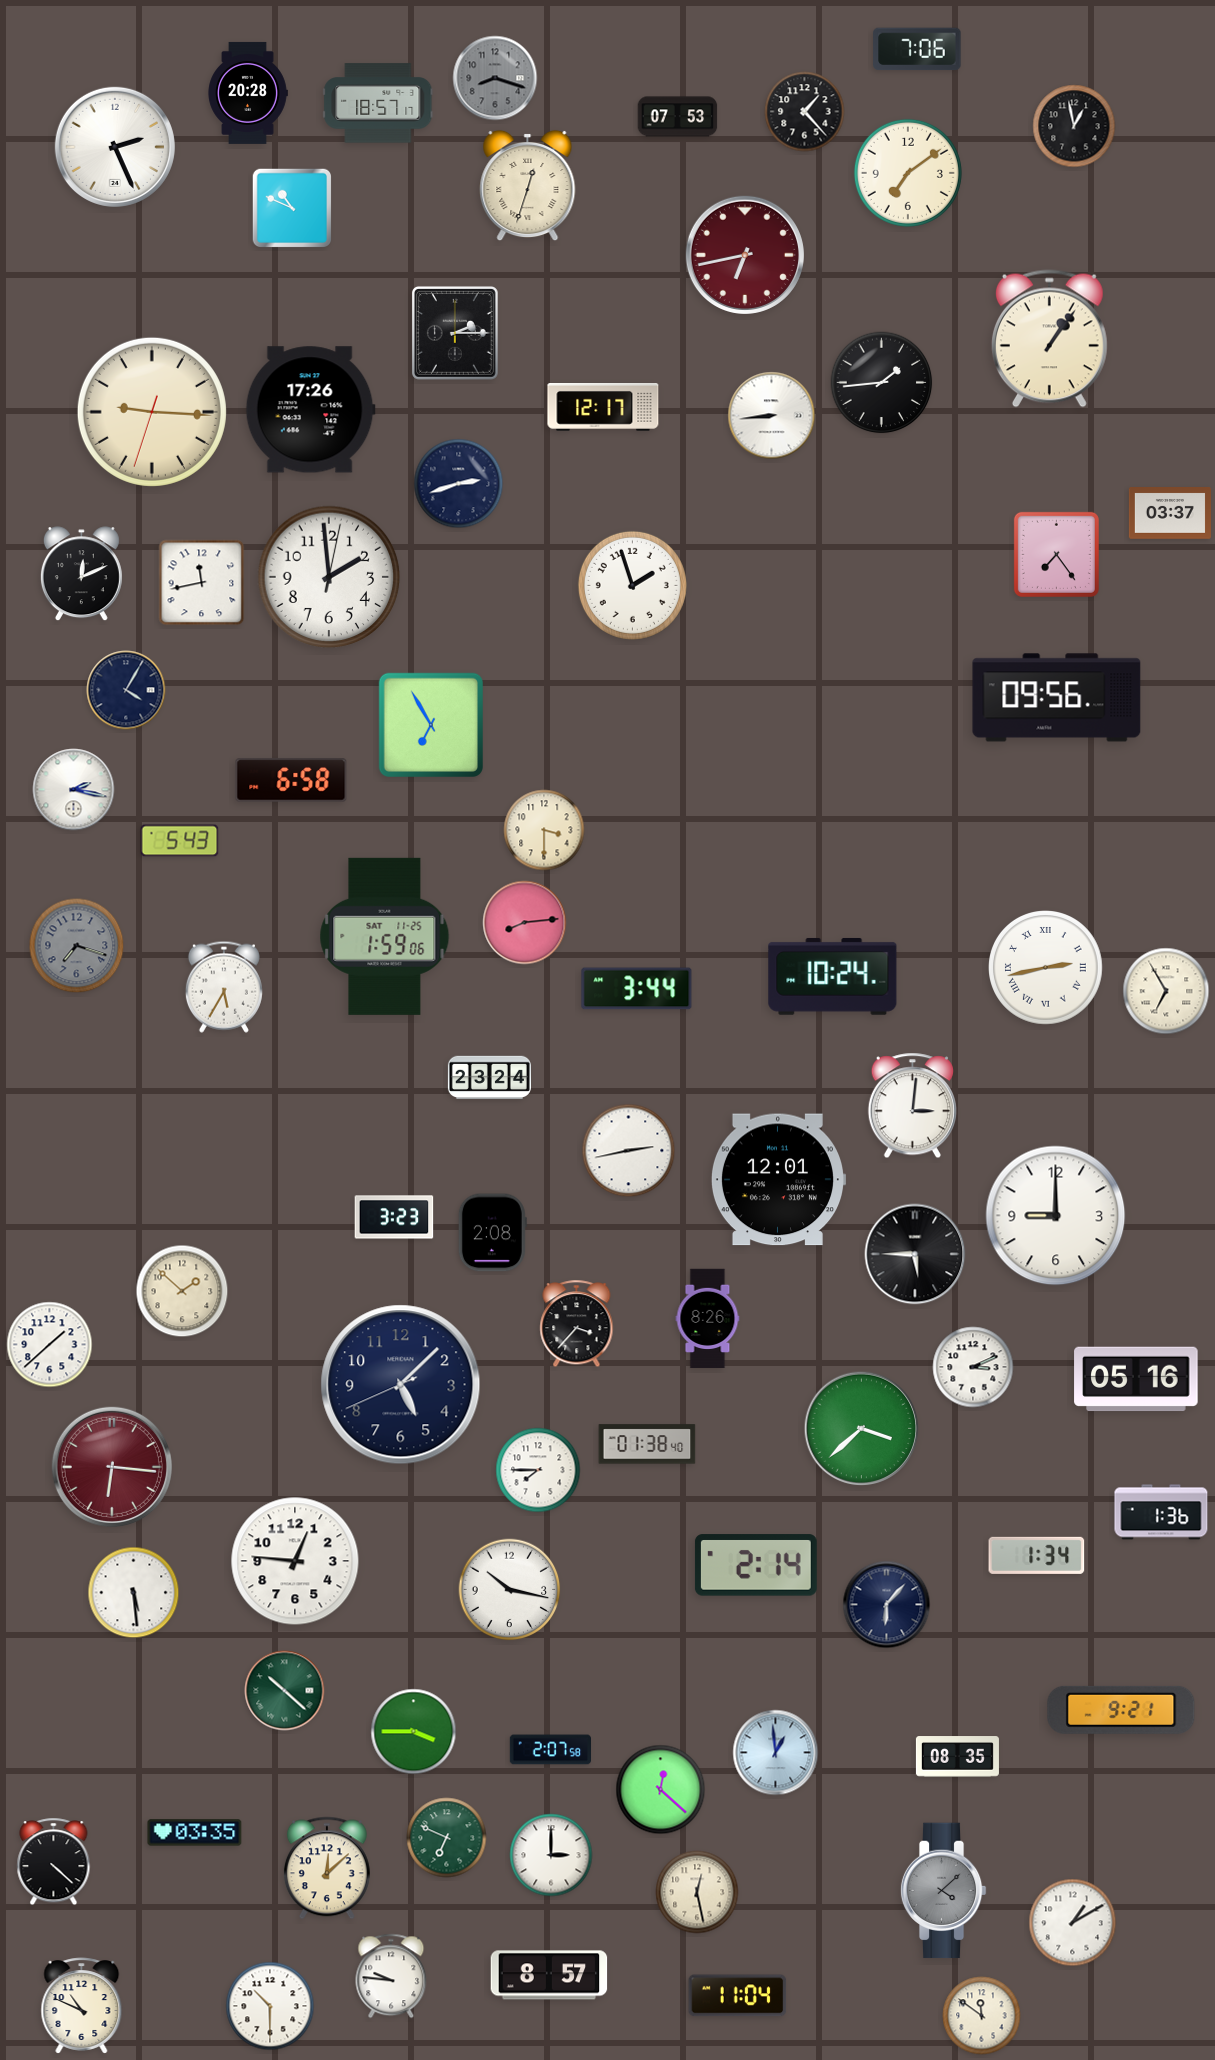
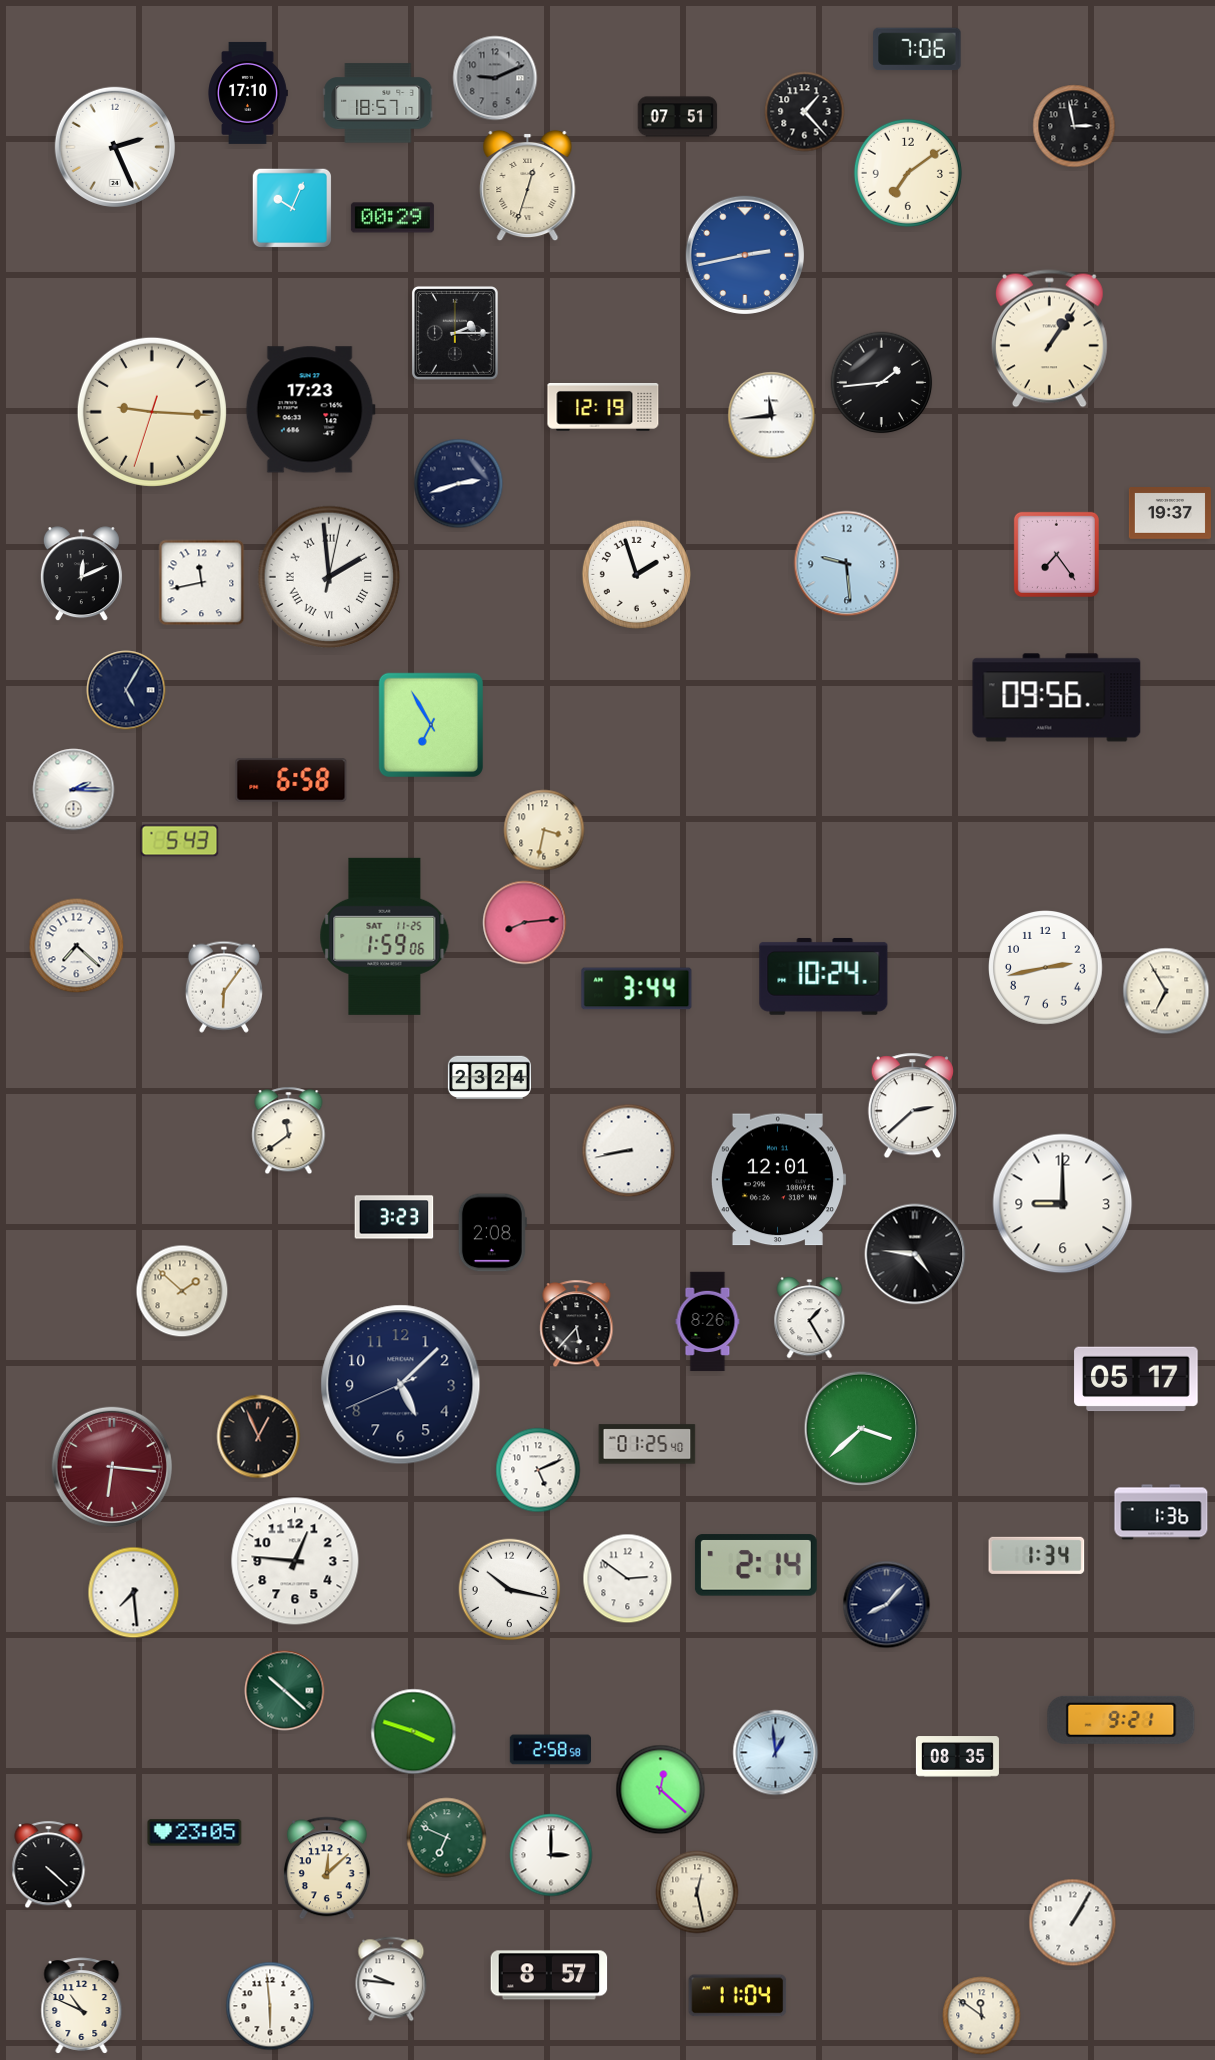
clock at (495, 78): 8:18 -> 9:11
clock at (248, 93): 20:28 -> 17:10
clock at (678, 117): 07:53 -> 07:51
clock at (1074, 126): 12:58 -> 2:58
clock at (292, 208): 10:49 -> 10:04
clock at (392, 218): none -> 00:29
clock at (745, 255): 6:43 -> 2:43
clock at (745, 255) dial: burgundy -> blue
clock at (603, 408): 12:17 -> 12:19
clock at (310, 410): 17:26 -> 17:23
clock at (772, 416): 8:44 -> 11:44
clock at (1170, 513): 03:37 -> 19:37
clock at (847, 564): none -> 9:29
clock at (329, 577) numerals: Arabic -> Roman
clock at (632, 585) position: (632, 585) -> (636, 574)
clock at (126, 690): 4:05 -> 5:05
clock at (74, 790): 2:17 -> 2:15
clock at (544, 830): 3:30 -> 3:32
clock at (77, 946): 7:18 -> 7:22
clock at (77, 946) dial: grey -> white
clock at (1046, 968) numerals: Roman -> Arabic
clock at (833, 976) position: (833, 976) -> (824, 976)
clock at (224, 987): 5:35 -> 6:06
clock at (912, 1106): 3:01 -> 2:38
clock at (289, 1131): none -> 11:39
clock at (629, 1151): 2:43 -> 8:43
clock at (1056, 1216) position: (1056, 1216) -> (1063, 1204)
clock at (915, 1254): 5:45 -> 4:46
clock at (810, 1318): none -> 1:25
clock at (708, 1319) position: (708, 1319) -> (708, 1322)
clock at (577, 1324): 3:37 -> 5:37
clock at (50, 1345): 1:38 -> none
clock at (973, 1367): 3:11 -> none
clock at (1136, 1379): 05:16 -> 05:17
clock at (259, 1437): none -> 12:56
clock at (647, 1444): 01:38 -> 01:25
clock at (538, 1470): 7:45 -> 5:11
clock at (628, 1579): none -> 2:51
clock at (134, 1593): 5:29 -> 7:29
clock at (887, 1605): 6:07 -> 8:07
clock at (1121, 1710) position: (1121, 1710) -> (1121, 1720)
clock at (414, 1732): 3:45 -> 3:48
clock at (550, 1750): 2:07 -> 2:58
clock at (195, 1833): 03:35 -> 23:05
clock at (54, 1862) position: (54, 1862) -> (49, 1865)
clock at (943, 1891): 4:08 -> none
clock at (1073, 1923): 1:10 -> 1:05
clock at (391, 1976) position: (391, 1976) -> (391, 1979)
clock at (270, 2006): 10:30 -> 5:59
